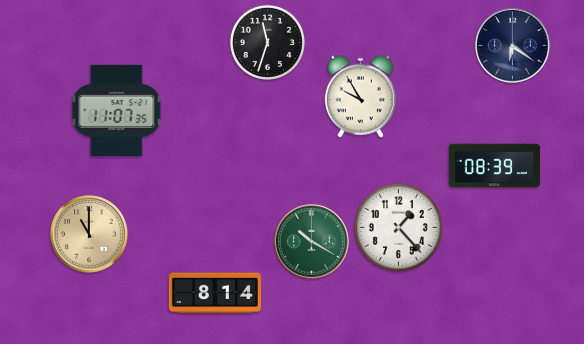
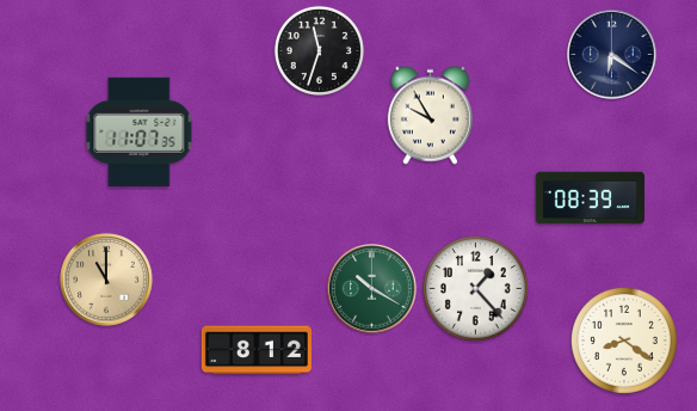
clock at (398, 227) position: (398, 227) -> (475, 288)
clock at (624, 341): none -> 8:21
clock at (215, 293): 8:14 -> 8:12
